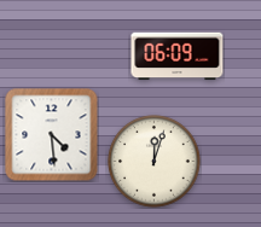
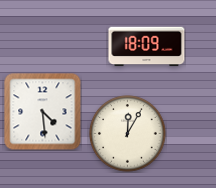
clock at (178, 57): 06:09 -> 18:09
clock at (155, 162): 12:03 -> 12:05
